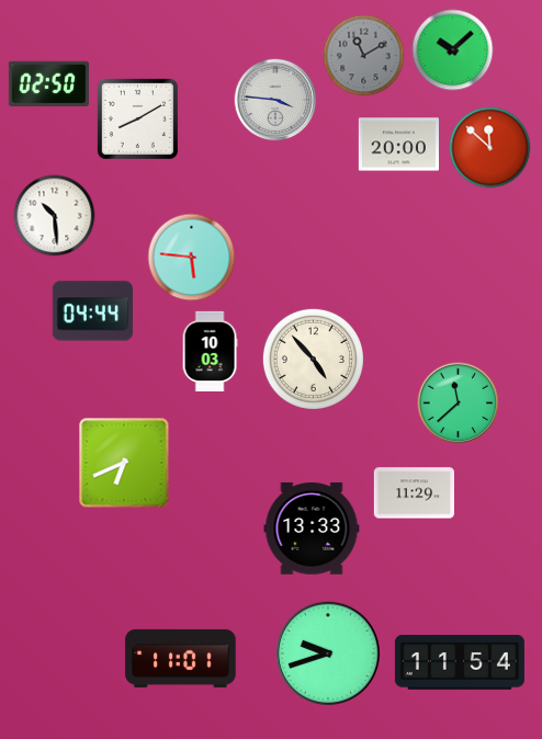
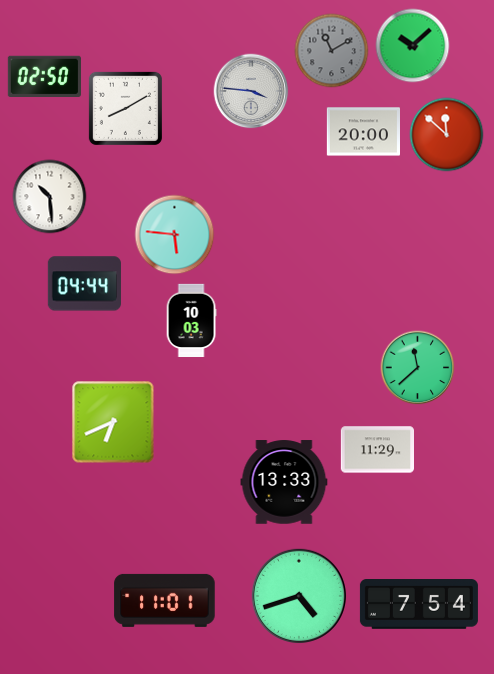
clock at (313, 359): 4:53 -> none
clock at (327, 652): 9:42 -> 4:42
clock at (460, 663): 11:54 -> 7:54
